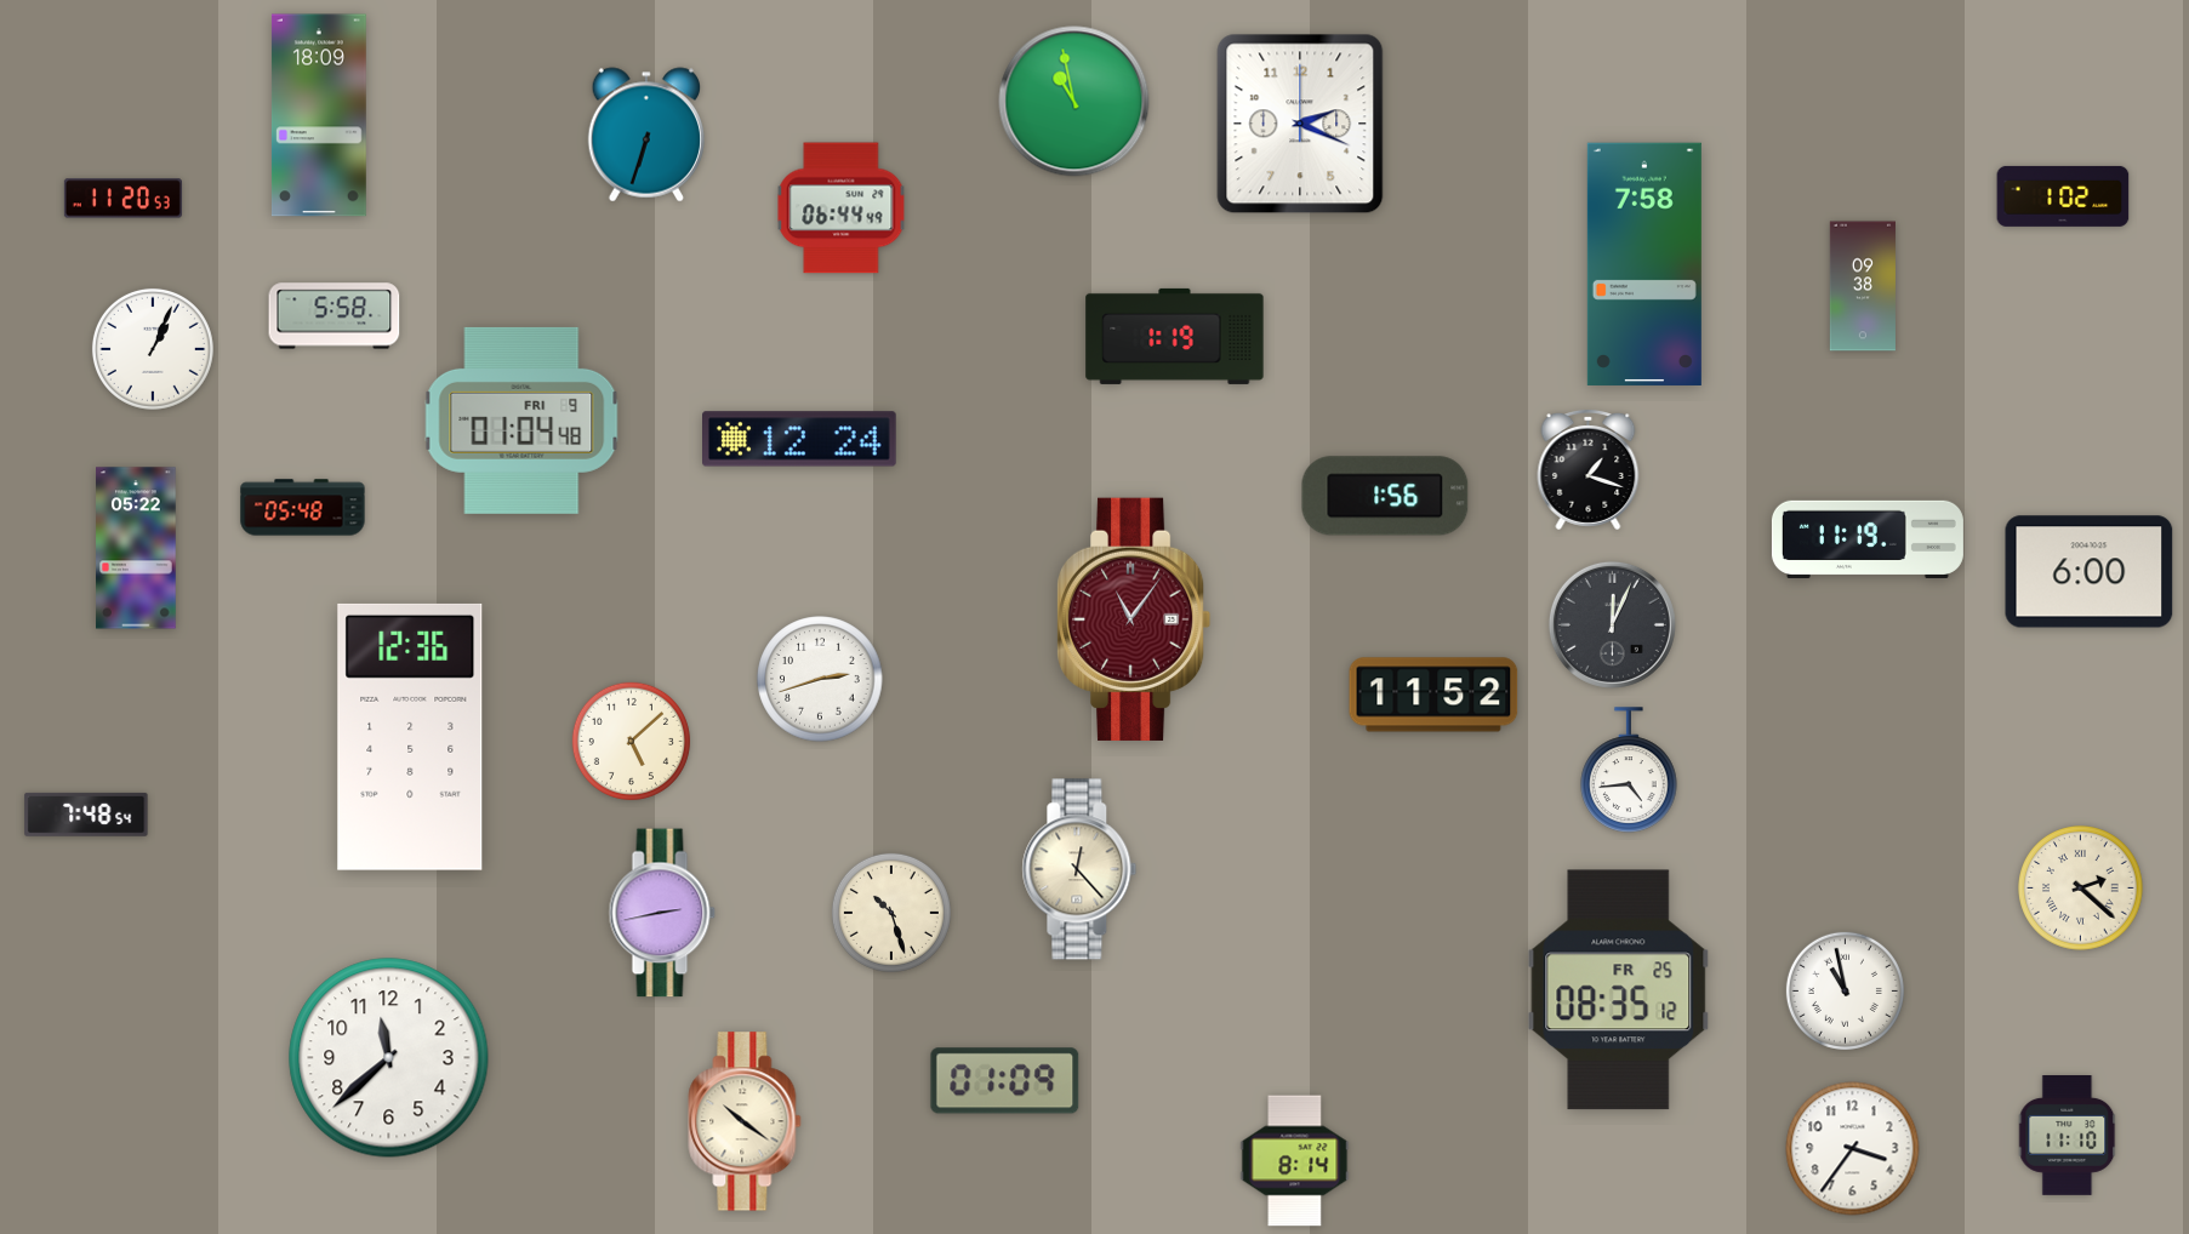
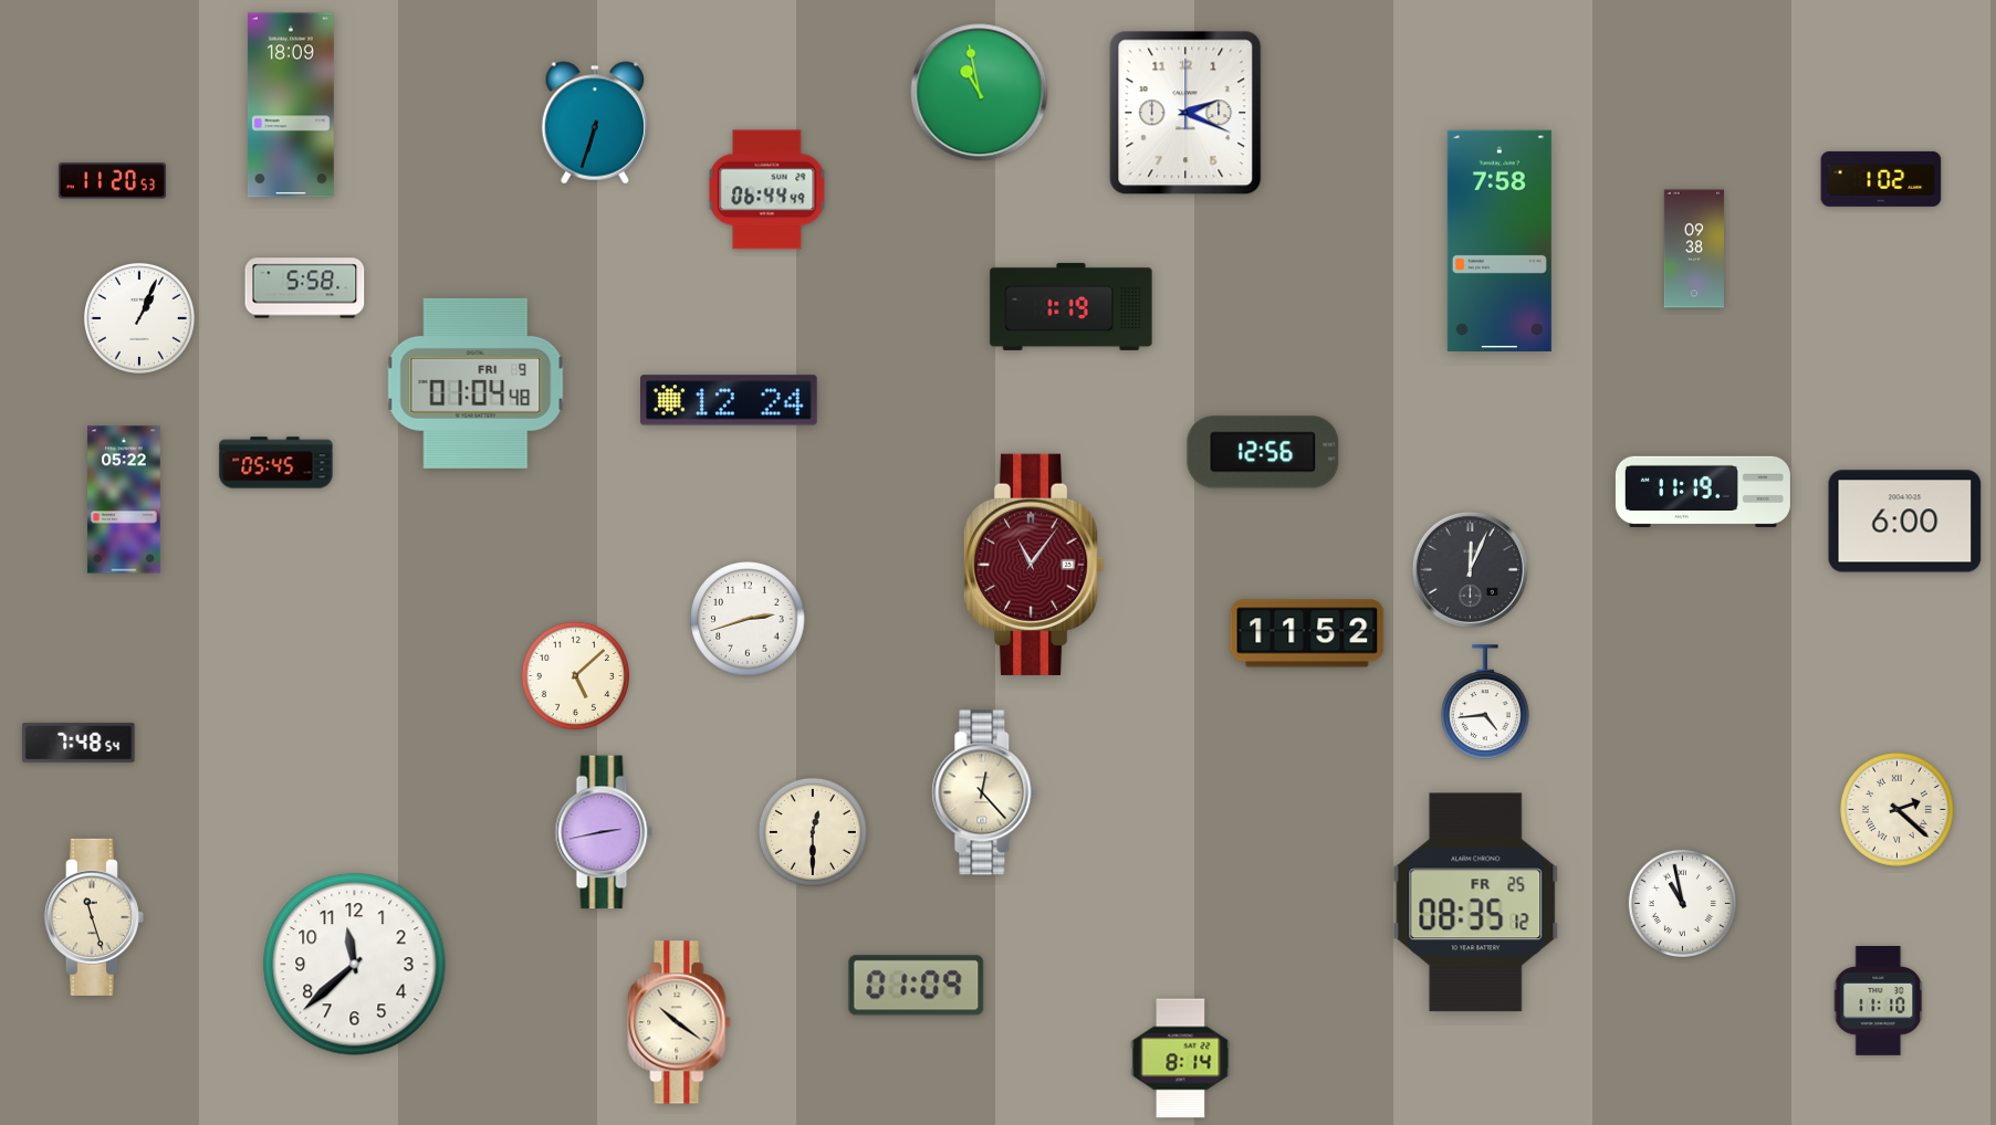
clock at (645, 135) position: (645, 135) -> (594, 123)
clock at (1863, 286) position: (1863, 286) -> (1694, 249)
clock at (1589, 469): 1:18 -> none
clock at (1385, 496): 1:56 -> 12:56
clock at (303, 508): 05:48 -> 05:45
clock at (410, 737): 12:36 -> none
clock at (891, 913): 10:27 -> 12:30
clock at (94, 917): none -> 11:27
clock at (2068, 1136) position: (2068, 1136) -> (1879, 1001)
clock at (1853, 1149): 3:36 -> none
